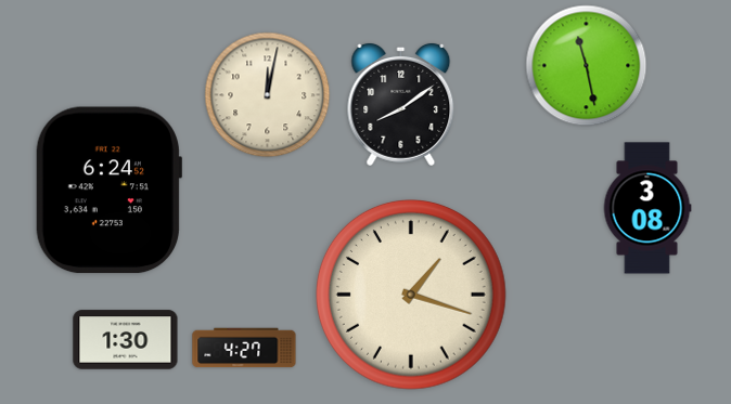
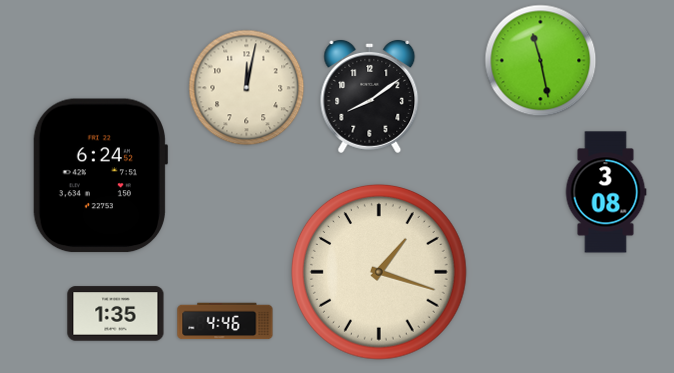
clock at (647, 208) position: (647, 208) -> (606, 192)
clock at (126, 340): 1:30 -> 1:35
clock at (244, 348): 4:27 -> 4:46
